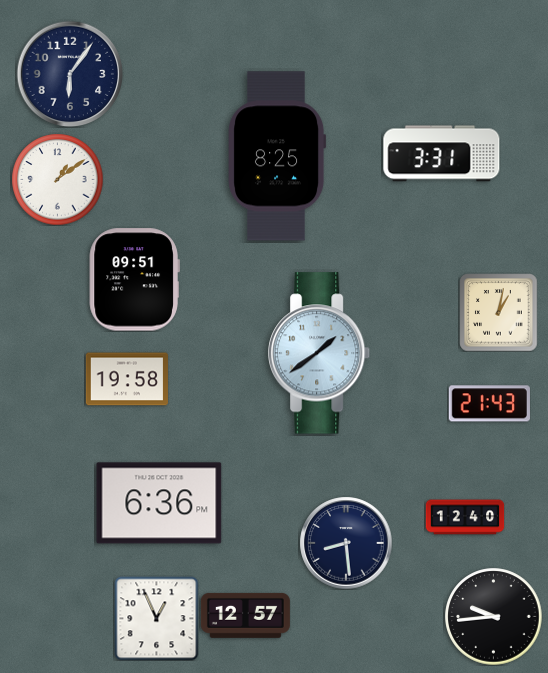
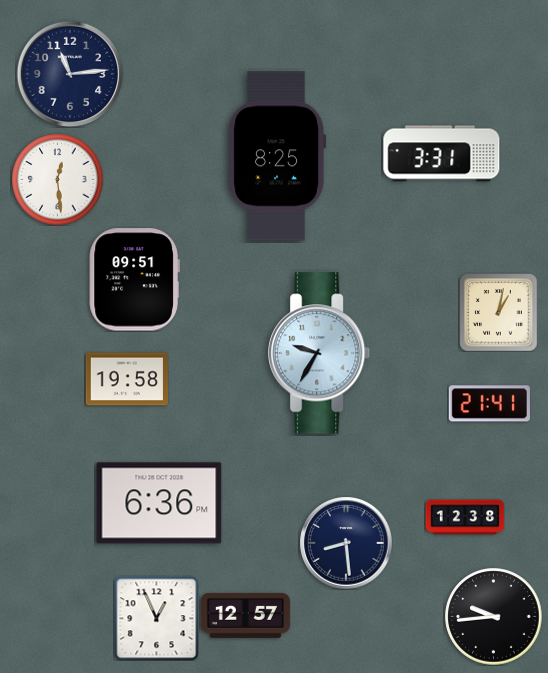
clock at (70, 74): 6:06 -> 11:14
clock at (57, 179): 1:09 -> 12:29
clock at (320, 353): 1:39 -> 9:35
clock at (489, 404): 21:43 -> 21:41
clock at (465, 517): 12:40 -> 12:38
